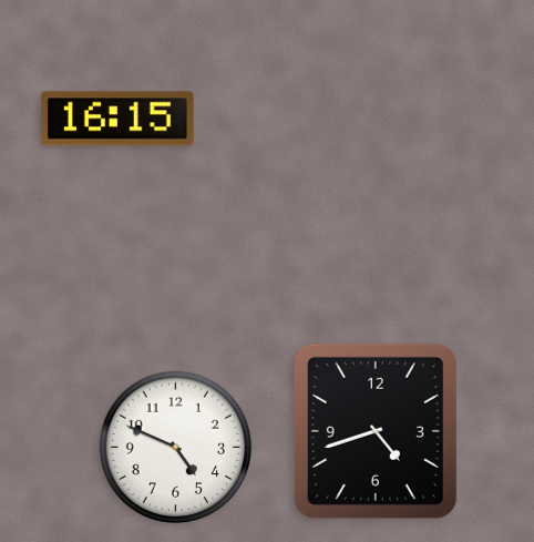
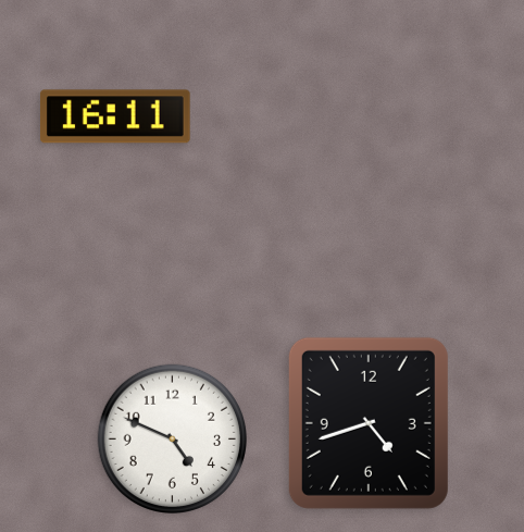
clock at (117, 119): 16:15 -> 16:11
